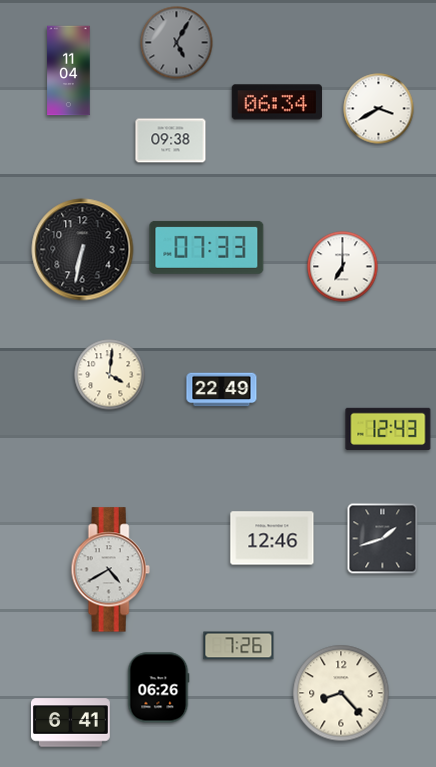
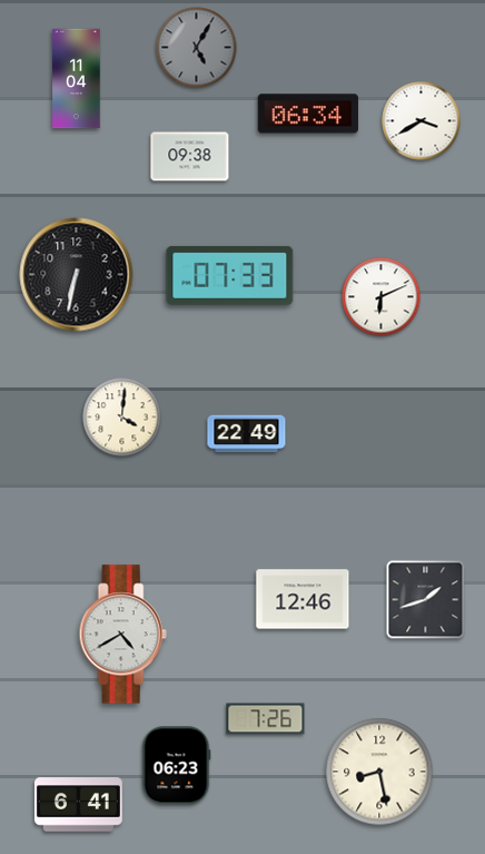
clock at (83, 250) position: (83, 250) -> (77, 275)
clock at (343, 267): 7:00 -> 6:11
clock at (388, 428): 12:43 -> none
clock at (158, 688): 06:26 -> 06:23
clock at (341, 693): 8:23 -> 8:28
